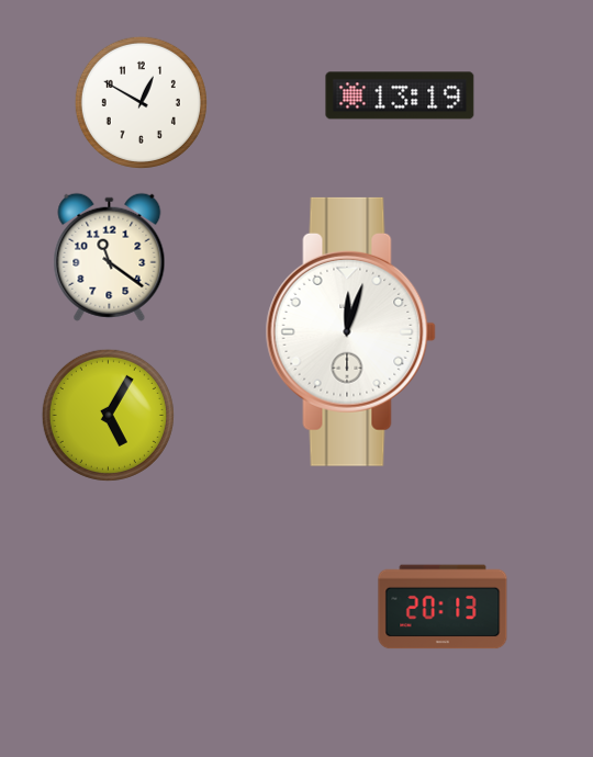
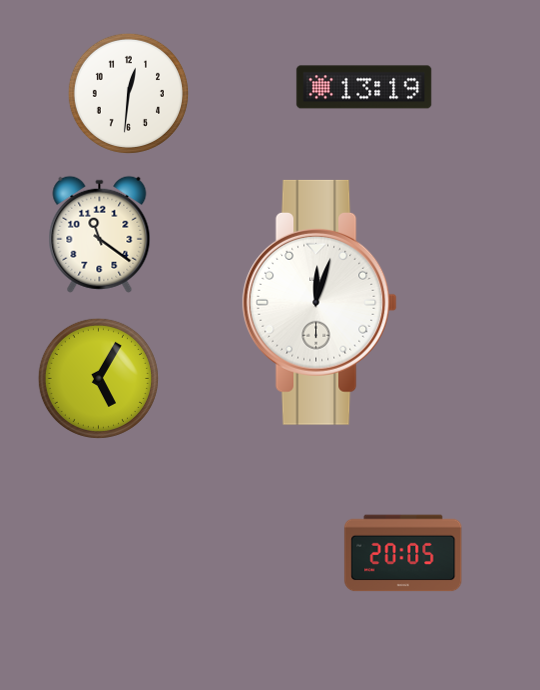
clock at (141, 102): 12:50 -> 12:31
clock at (443, 607): 20:13 -> 20:05
